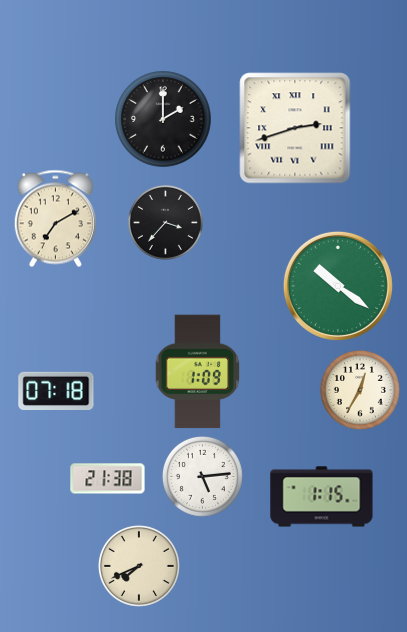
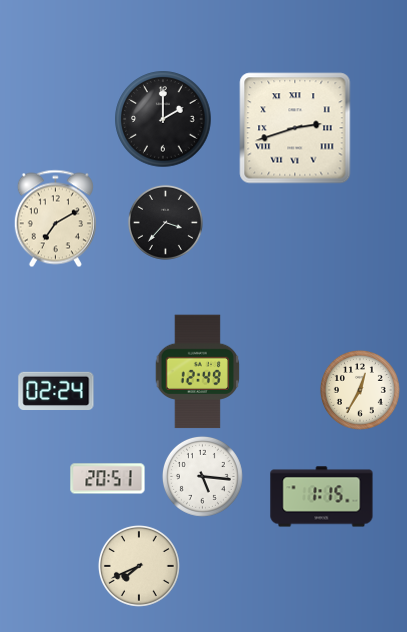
clock at (338, 286): 10:21 -> none
clock at (198, 372): 1:09 -> 12:49
clock at (56, 391): 07:18 -> 02:24
clock at (202, 476): 5:14 -> 5:16
clock at (108, 479): 21:38 -> 20:51
